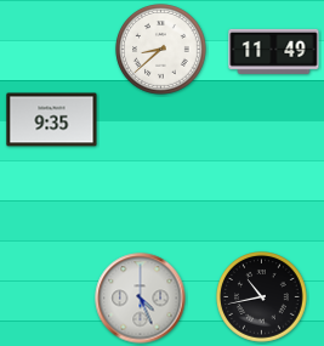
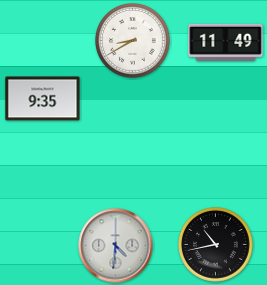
clock at (161, 50): 8:38 -> 8:40
clock at (141, 299): 4:26 -> 4:31
